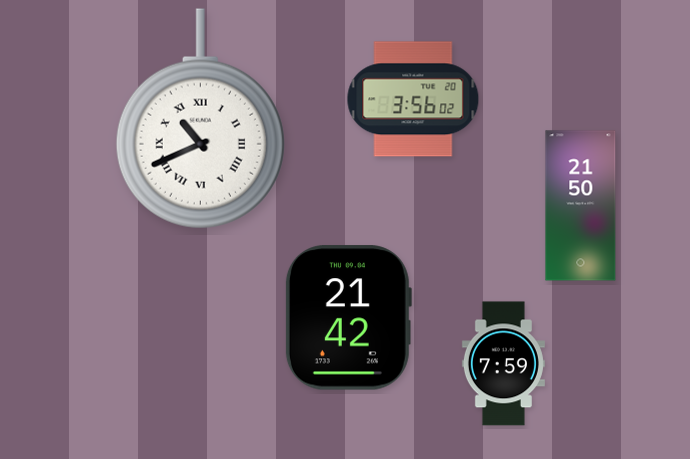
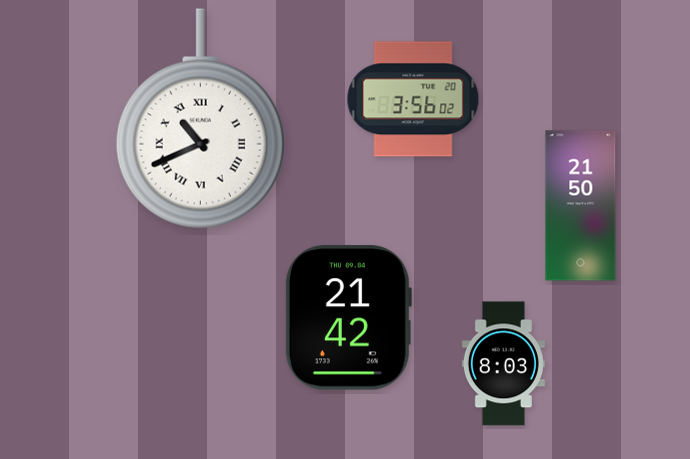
clock at (503, 364): 7:59 -> 8:03
